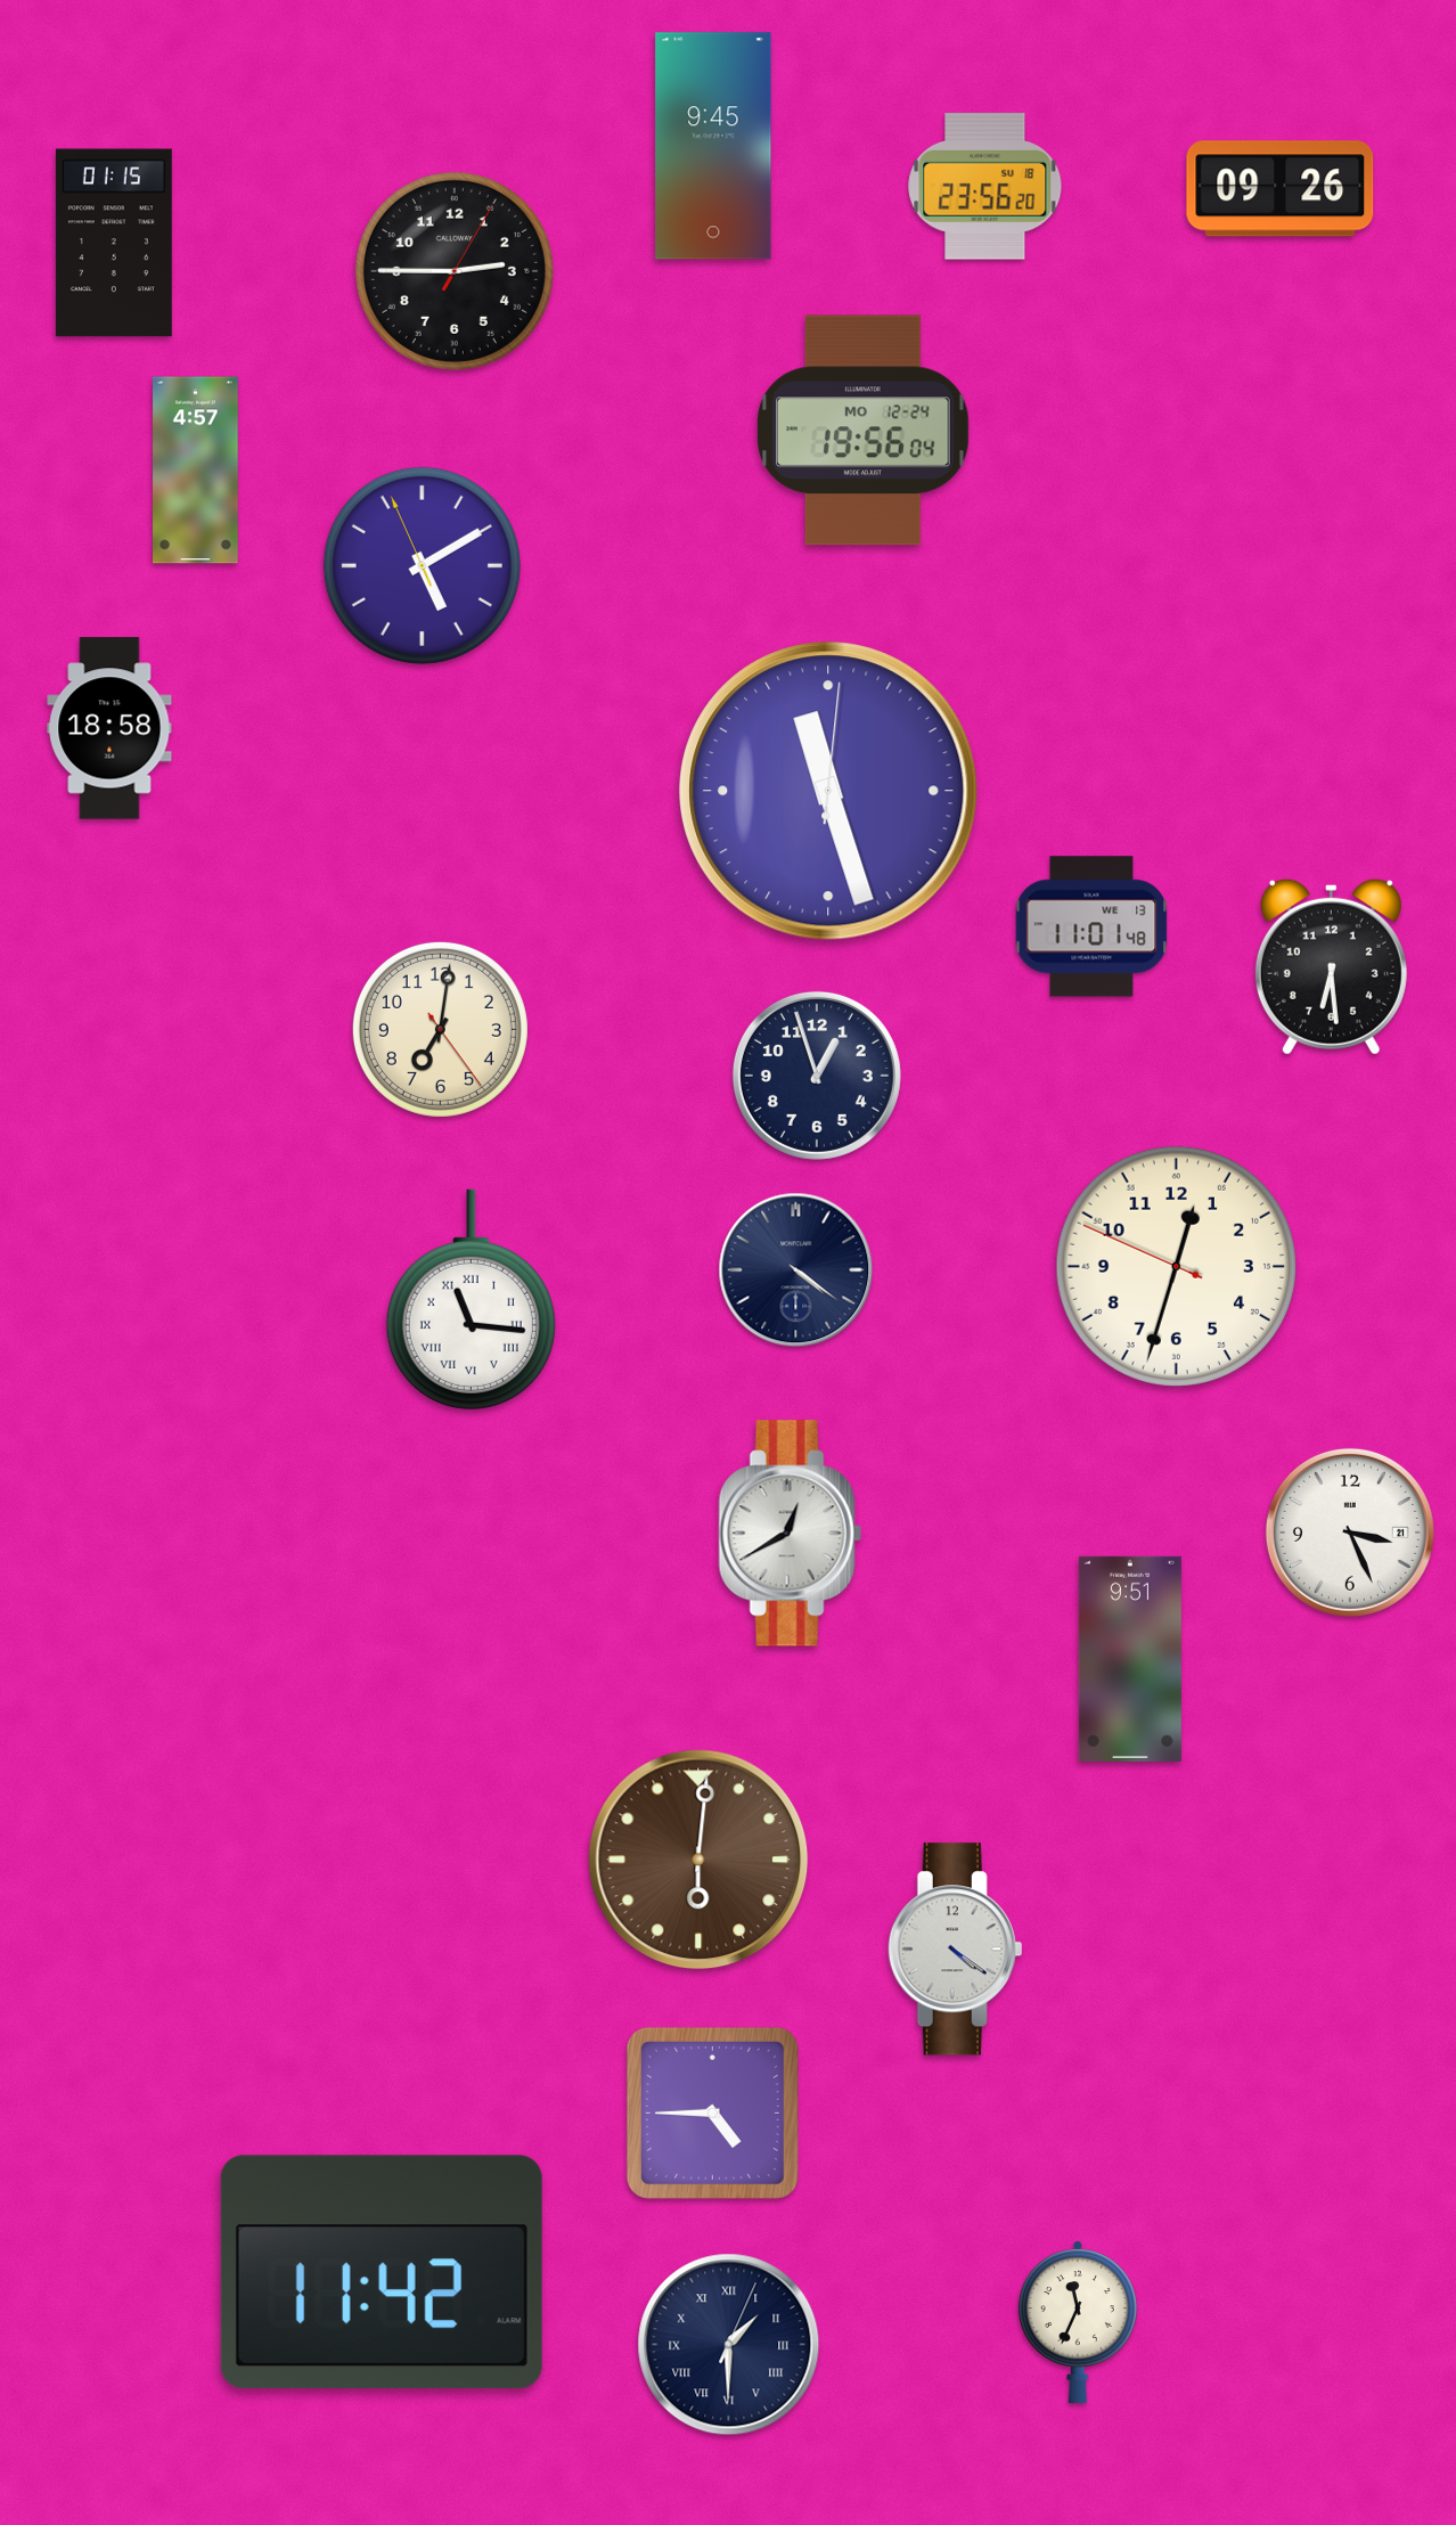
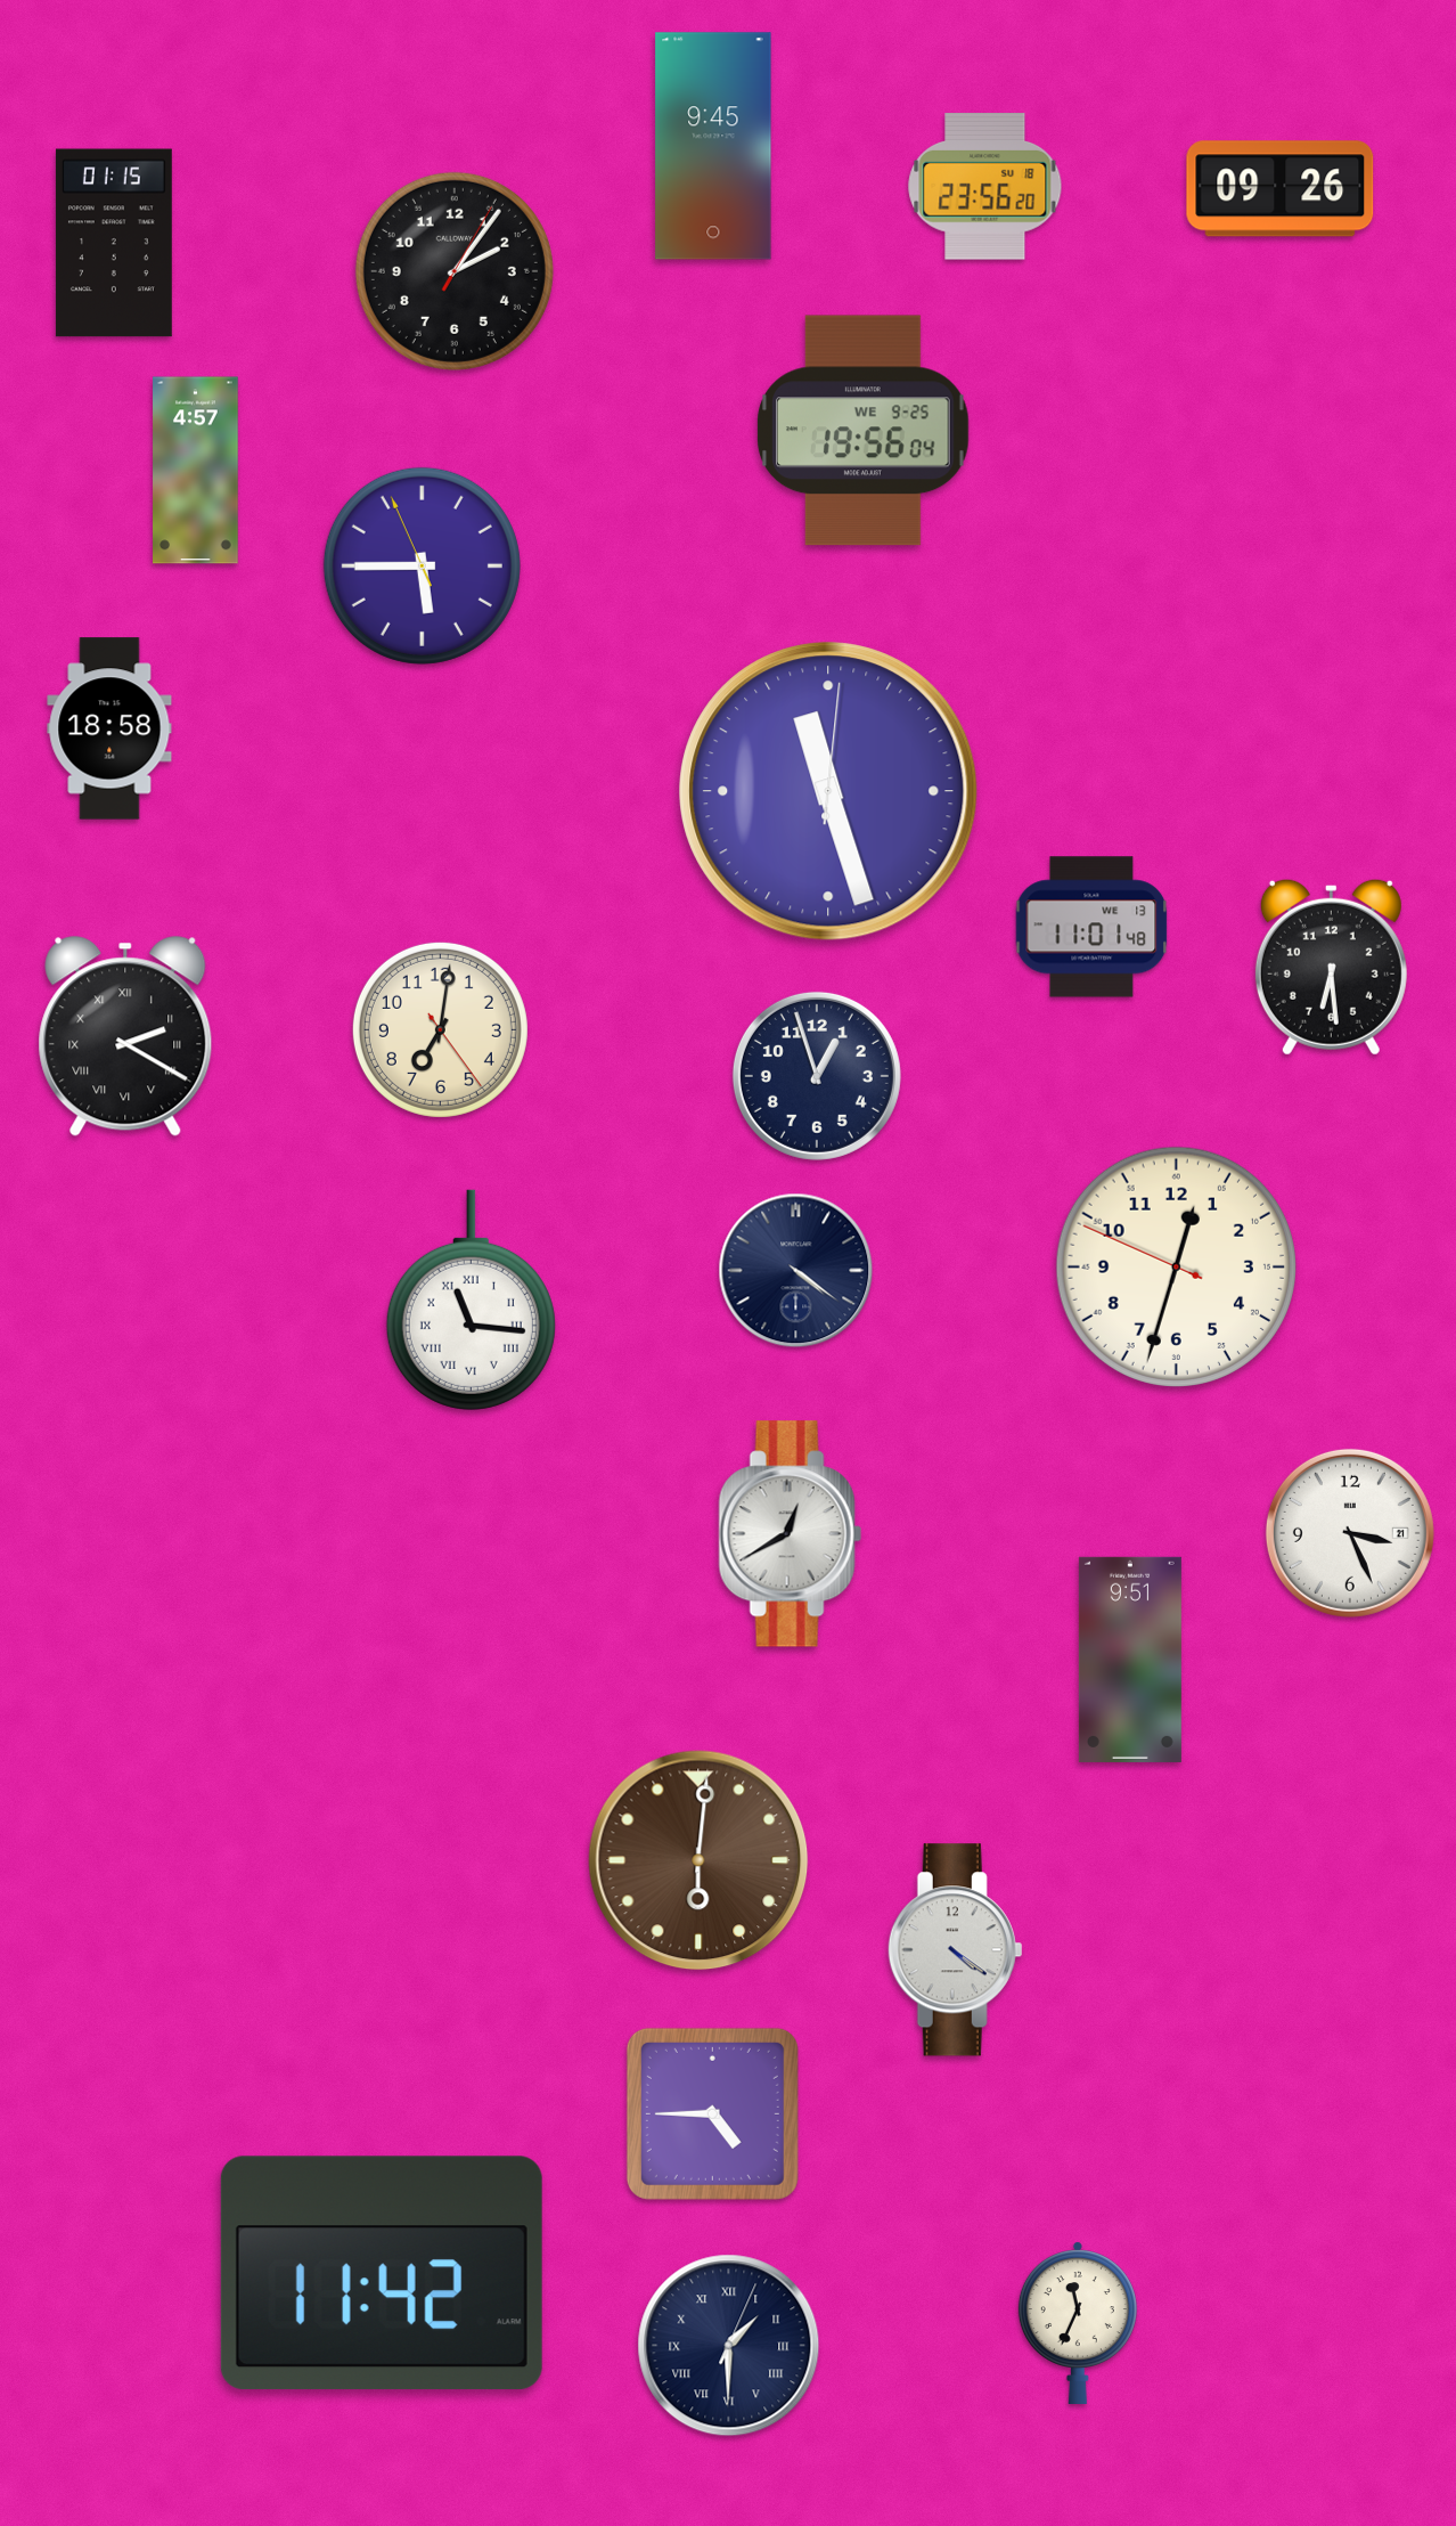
clock at (455, 271): 2:45 -> 2:06
clock at (864, 431) date: MO 12-24 -> WE 9-25
clock at (422, 565): 5:09 -> 5:44
clock at (125, 1036): none -> 2:20
